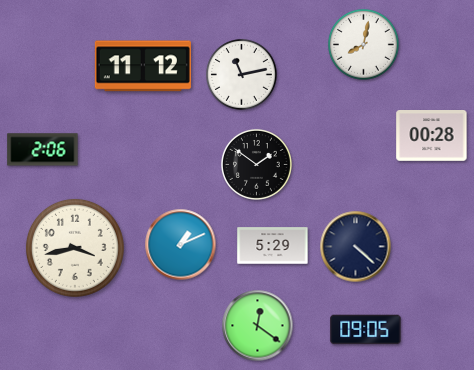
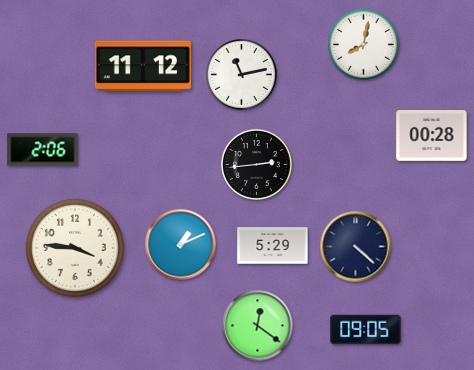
clock at (256, 164): 1:51 -> 2:44
clock at (75, 248): 3:43 -> 3:46
